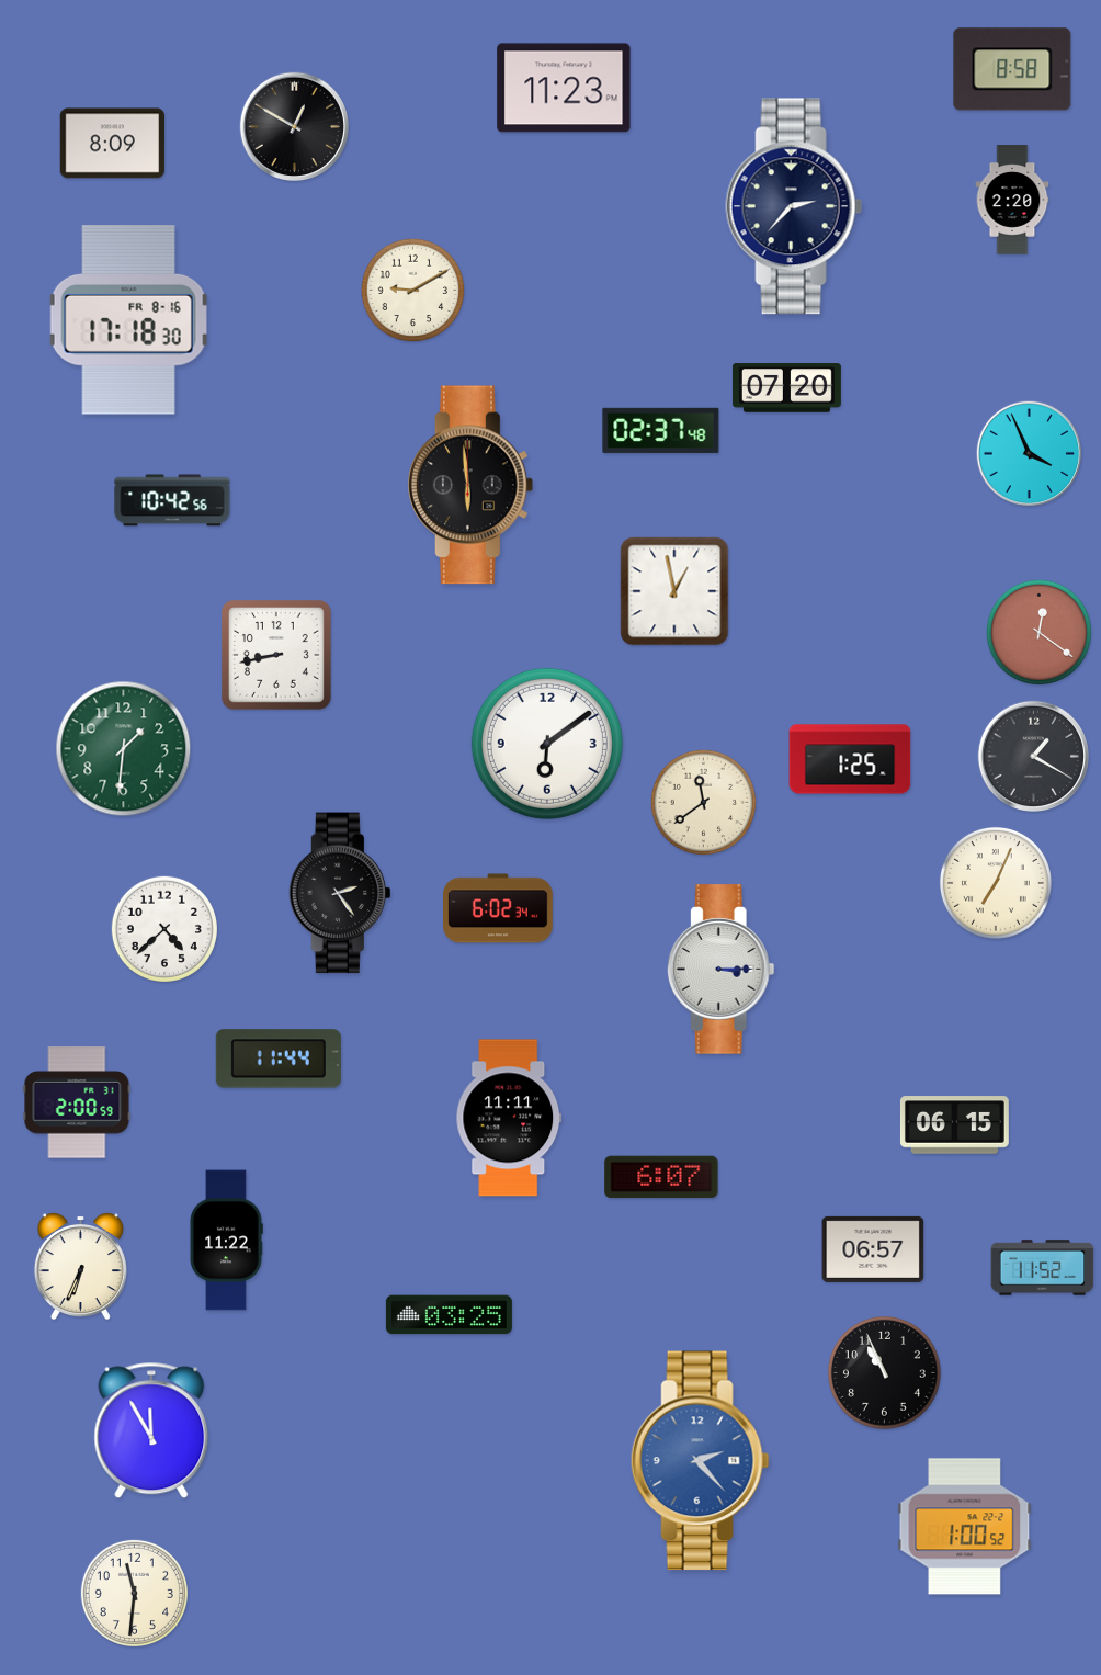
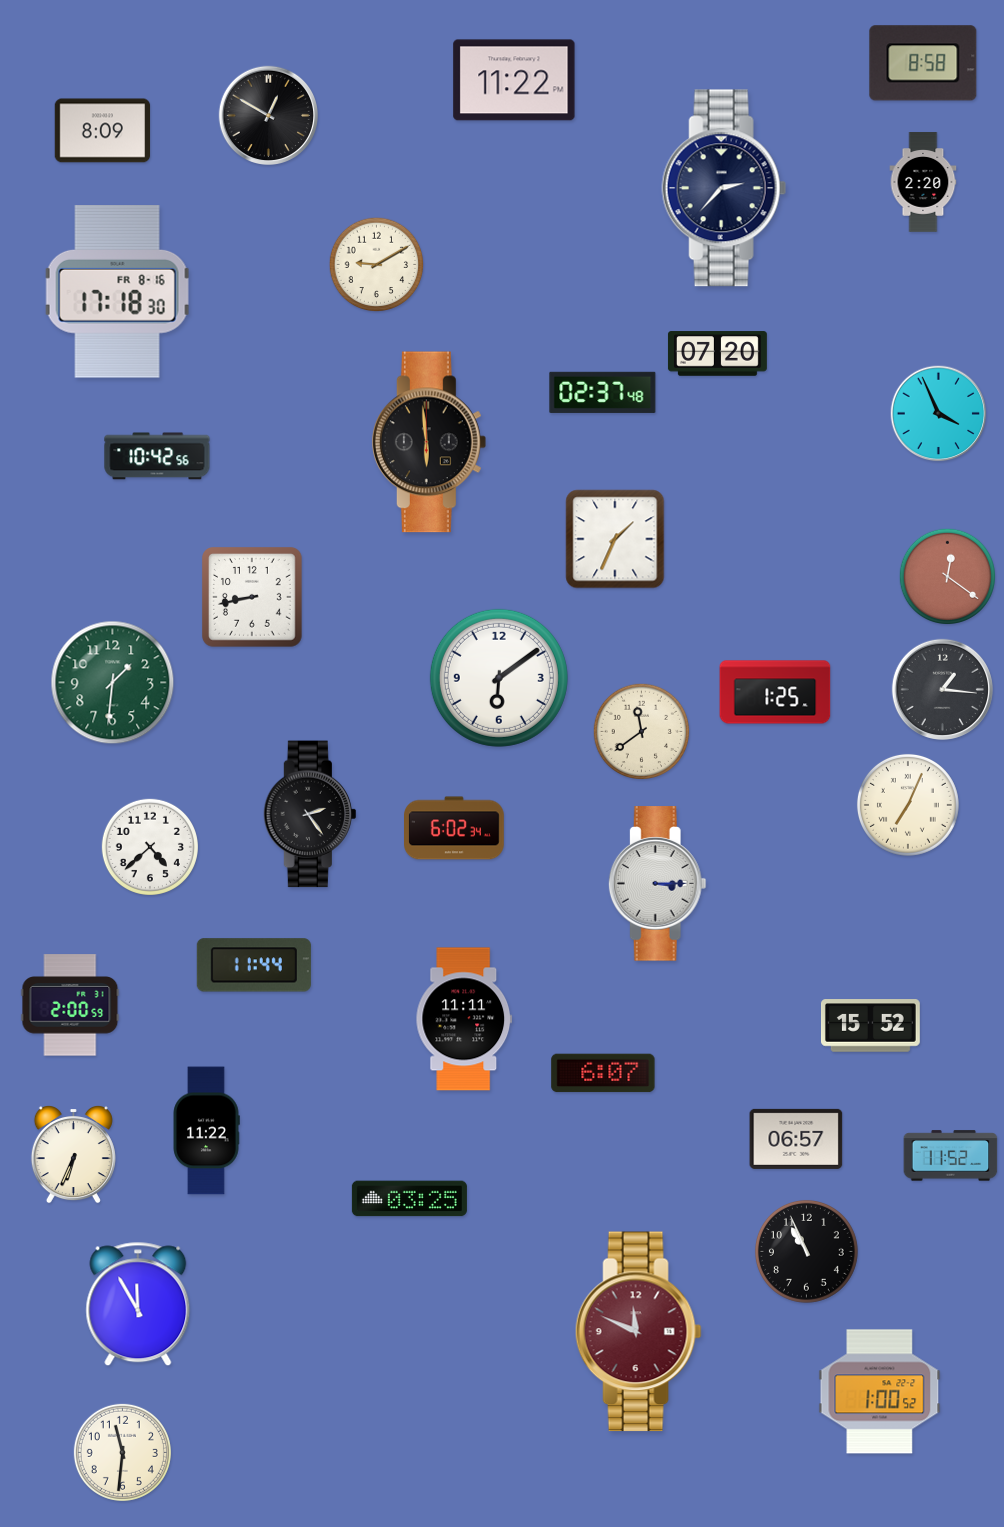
clock at (564, 88): 11:23 -> 11:22
clock at (674, 591): 12:58 -> 1:34
clock at (1033, 756): 1:20 -> 1:16
clock at (954, 1125): 06:15 -> 15:52
clock at (700, 1461): 2:23 -> 11:49
clock at (700, 1461) dial: blue -> burgundy
